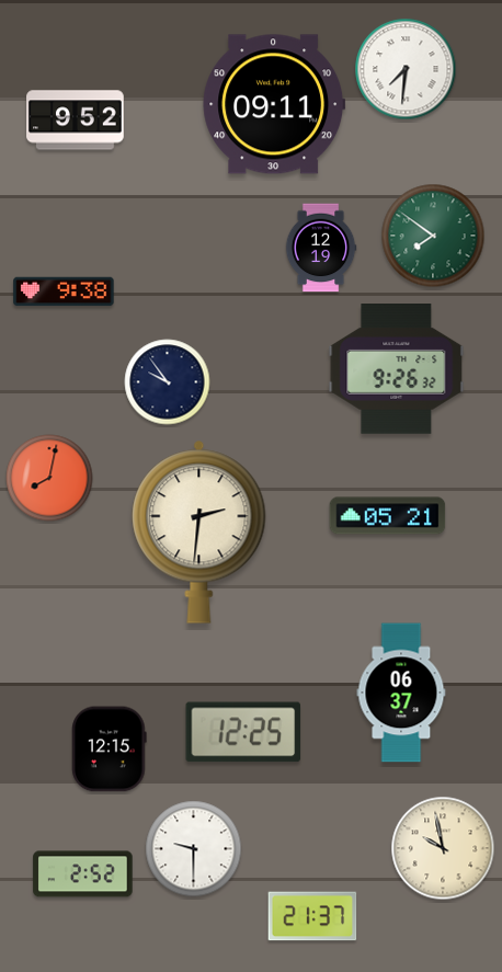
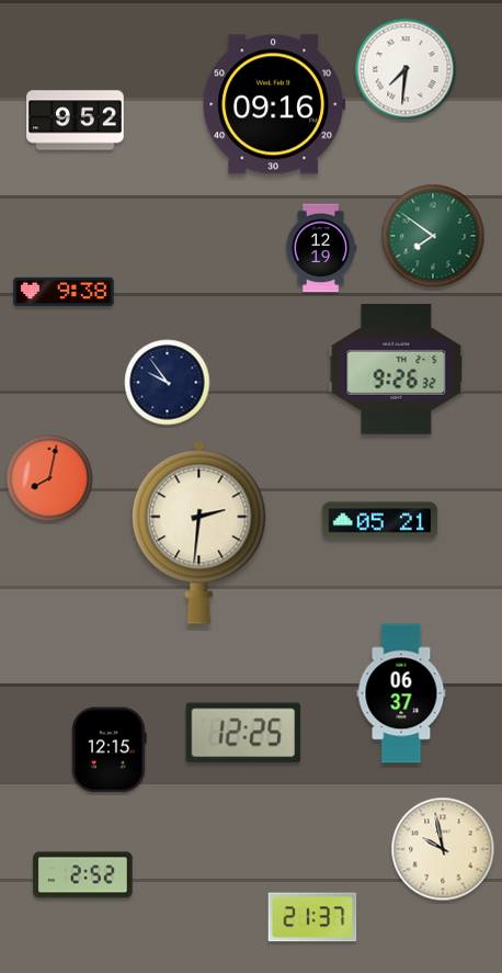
clock at (274, 104): 09:11 -> 09:16
clock at (388, 516) position: (388, 516) -> (380, 521)
clock at (194, 849): 9:30 -> none
